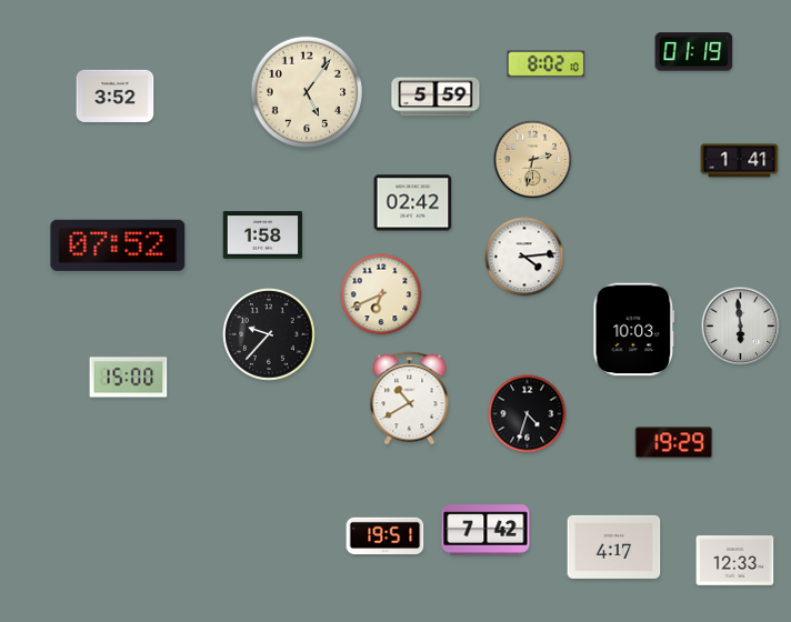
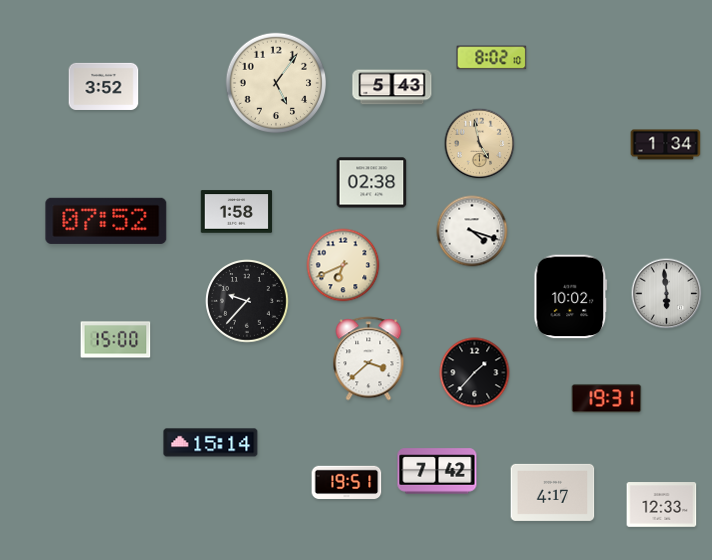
clock at (694, 52): 01:19 -> none
clock at (435, 97): 5:59 -> 5:43
clock at (533, 160): 2:32 -> 4:58
clock at (740, 161): 1:41 -> 1:34
clock at (413, 203): 02:42 -> 02:38
clock at (524, 257): 4:14 -> 4:18
clock at (634, 330): 10:03 -> 10:02
clock at (269, 334) position: (269, 334) -> (247, 301)
clock at (410, 399): 10:40 -> 3:38
clock at (528, 414): 4:33 -> 1:37
clock at (674, 443): 19:29 -> 19:31
clock at (211, 443): none -> 15:14
clock at (485, 530) position: (485, 530) -> (437, 471)
